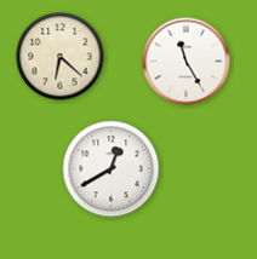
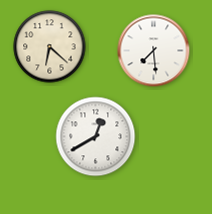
clock at (187, 62): 11:25 -> 7:29
clock at (112, 169) position: (112, 169) -> (96, 137)
